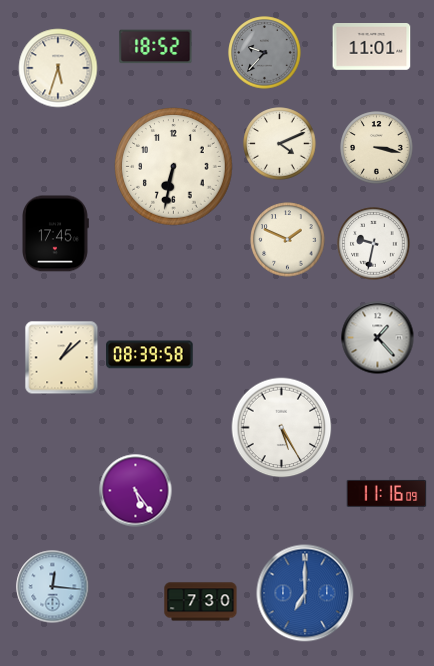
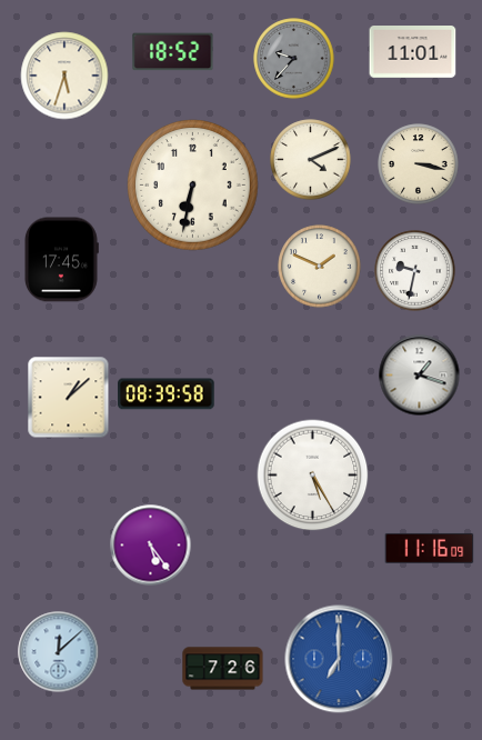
clock at (378, 338): 1:23 -> 1:18
clock at (53, 587): 12:16 -> 12:08
clock at (201, 602): 7:30 -> 7:26
